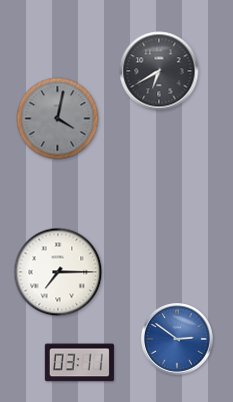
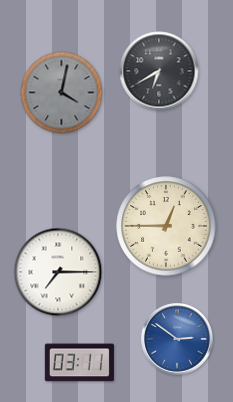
clock at (58, 119) position: (58, 119) -> (62, 93)
clock at (166, 226): none -> 12:45
